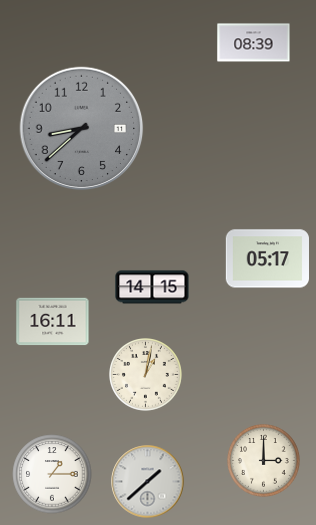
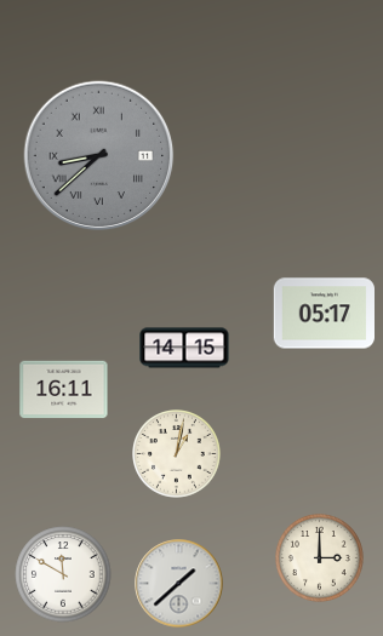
clock at (254, 43): 08:39 -> none
clock at (82, 129) numerals: Arabic -> Roman
clock at (52, 474): 1:15 -> 11:50
